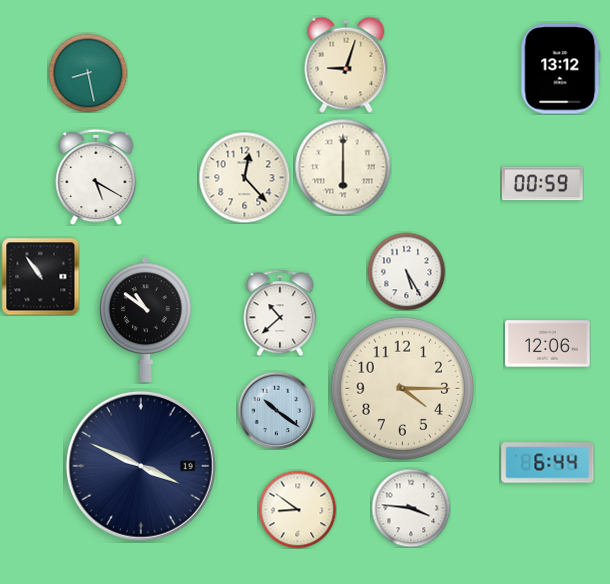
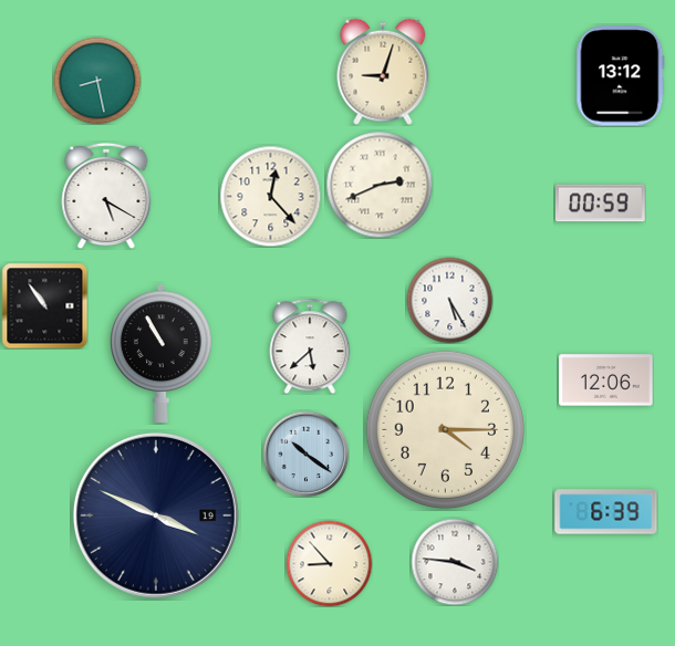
clock at (343, 167): 6:00 -> 2:41
clock at (280, 313): 10:38 -> 5:38
clock at (146, 319): 10:51 -> 10:55
clock at (548, 463): 6:44 -> 6:39
clock at (297, 509): 8:51 -> 8:53
